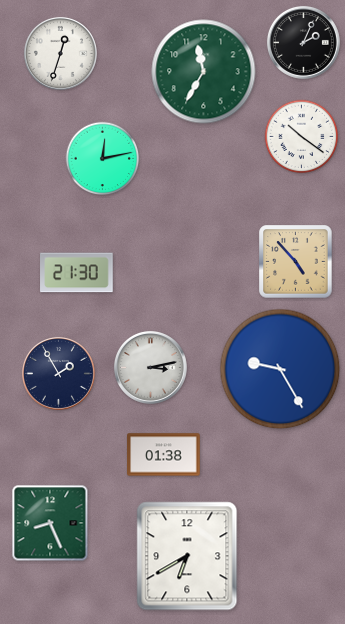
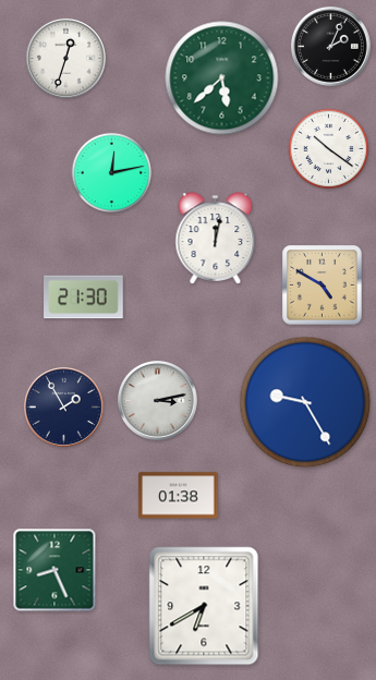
clock at (204, 72): 11:35 -> 5:38
clock at (216, 239): none -> 12:02
clock at (296, 262): 4:53 -> 4:50
clock at (150, 367) position: (150, 367) -> (157, 400)
